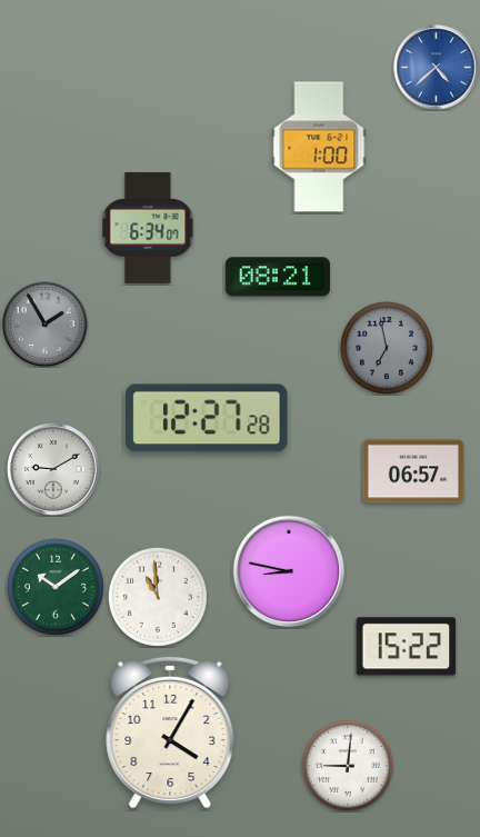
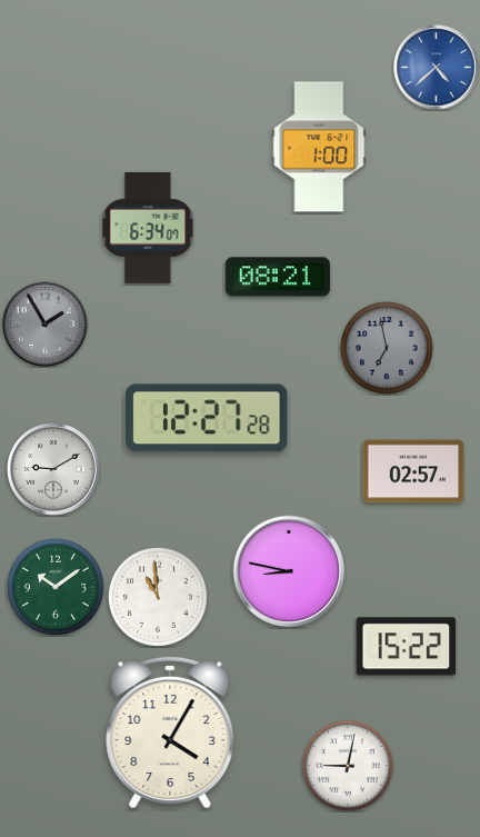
clock at (413, 471): 06:57 -> 02:57
clock at (348, 766): 9:01 -> 9:02
